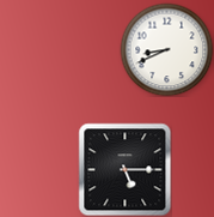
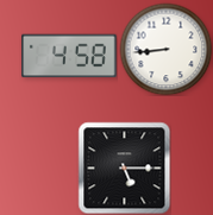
clock at (166, 49): 8:41 -> 8:44
clock at (69, 56): none -> 4:58
